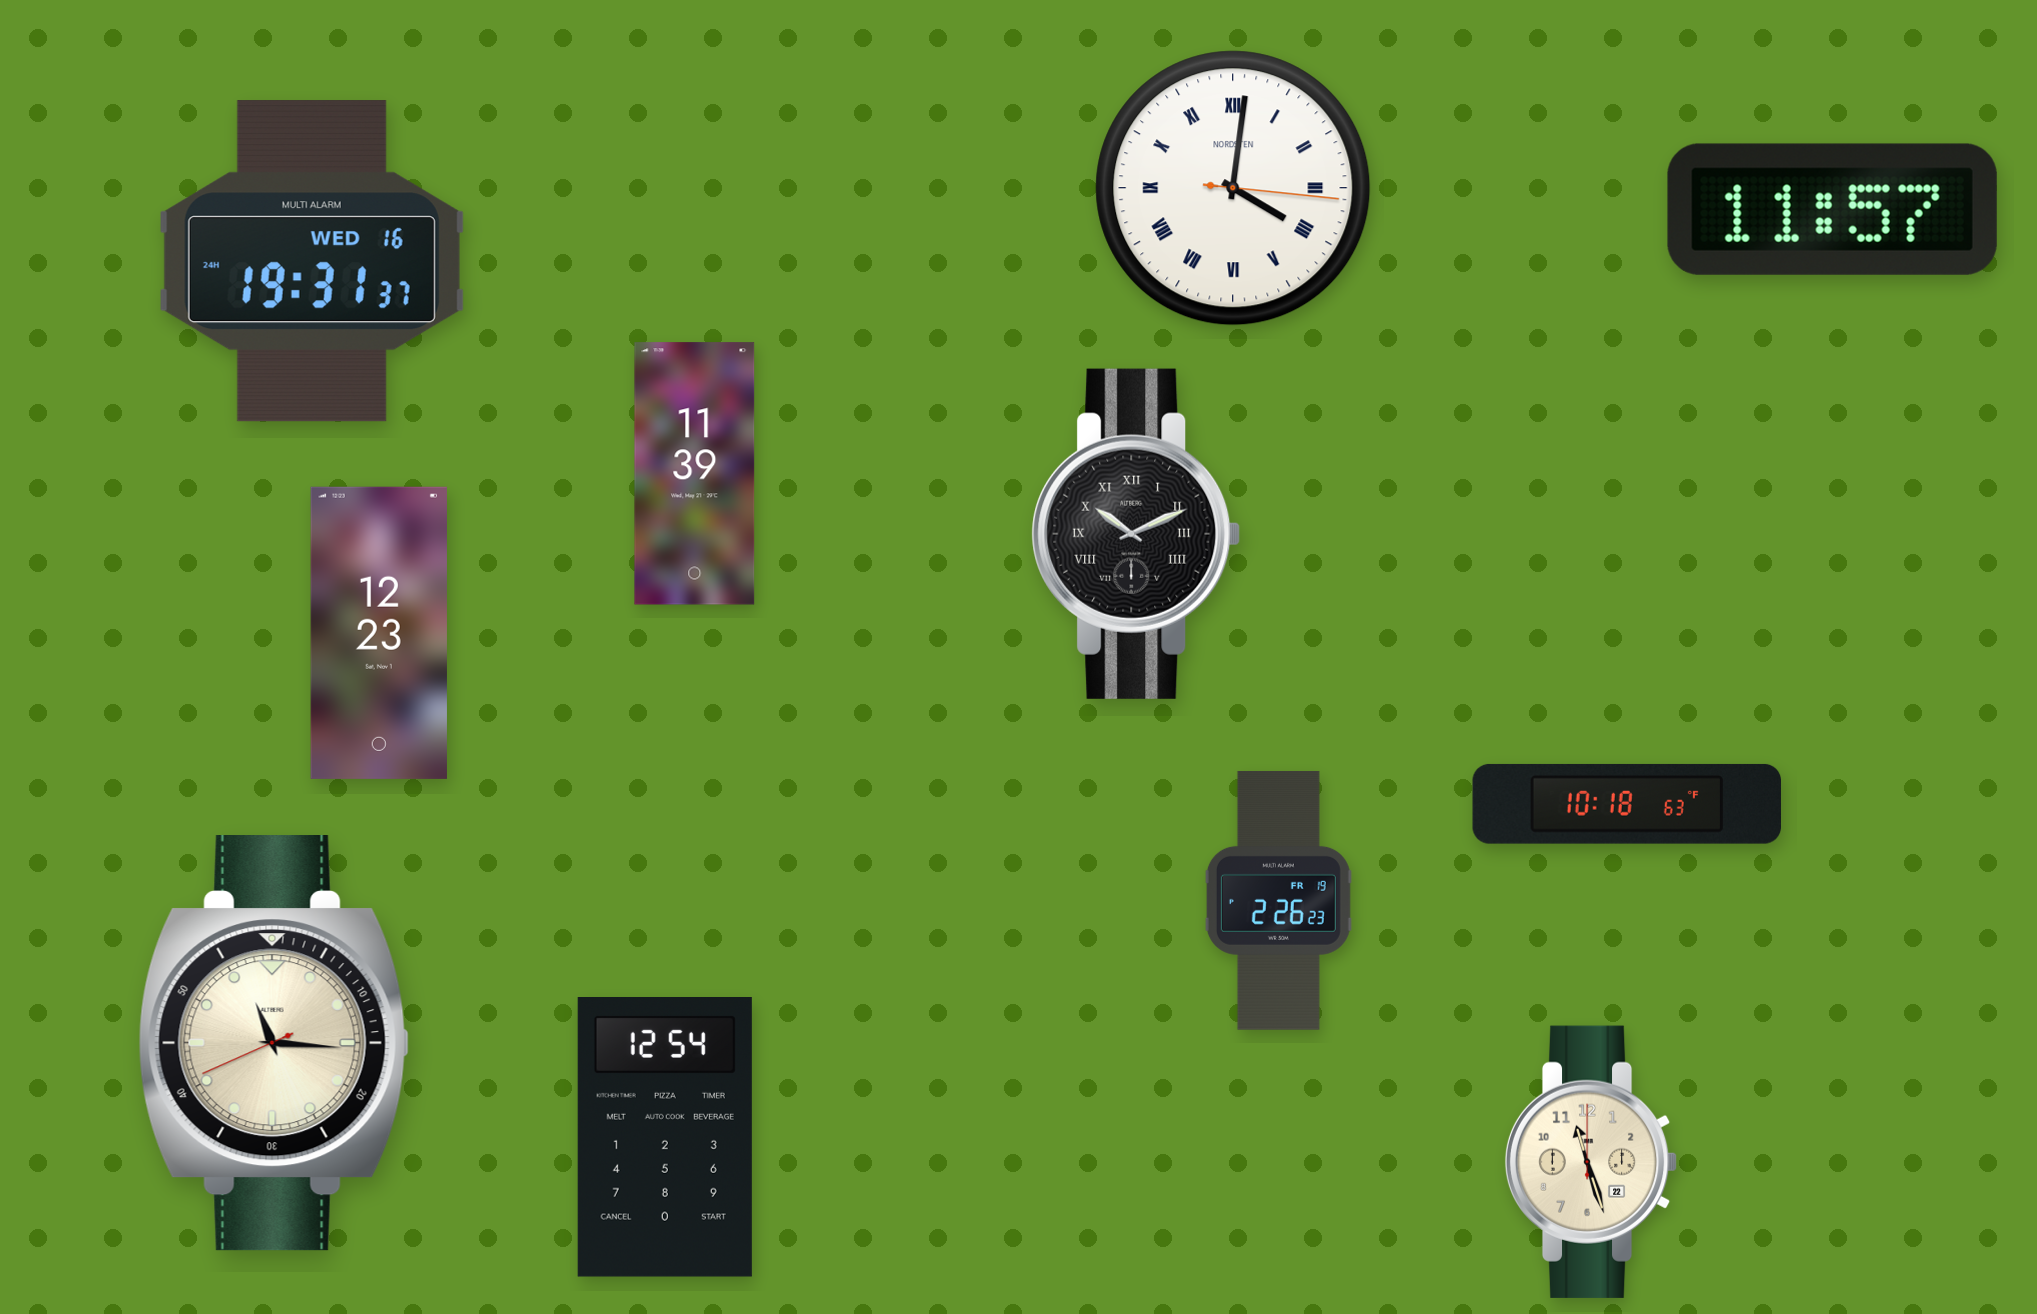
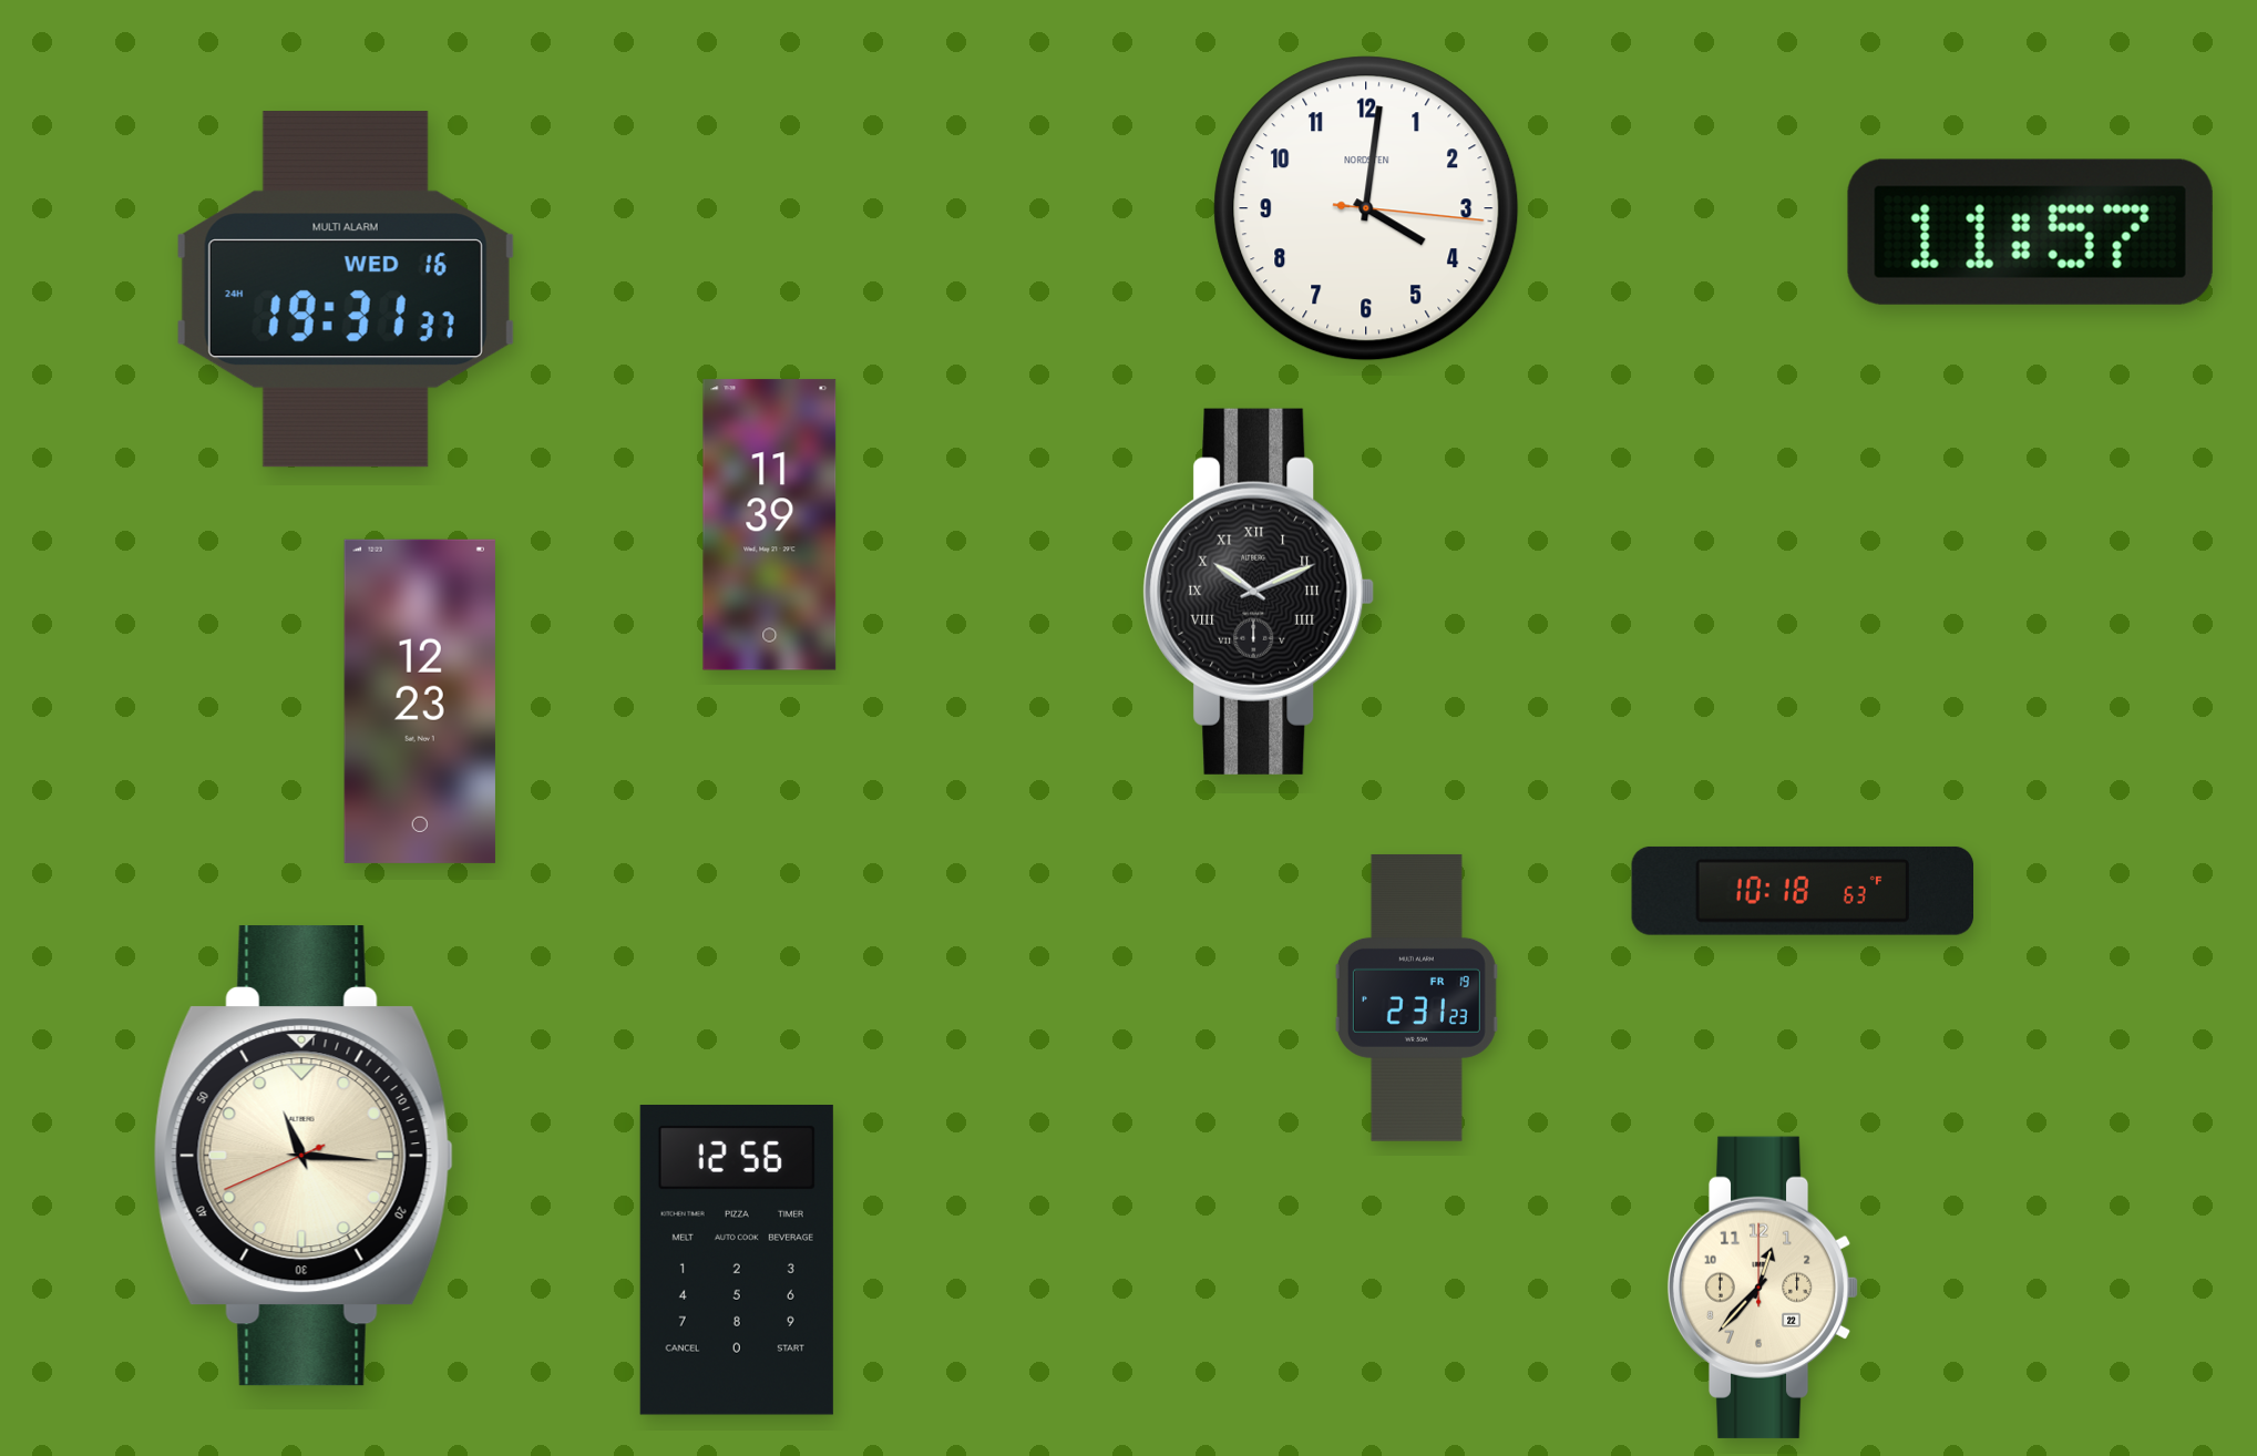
clock at (1233, 188) numerals: Roman -> Arabic
clock at (1278, 900): 2:26 -> 2:31
clock at (665, 1138): 12:54 -> 12:56
clock at (1591, 1162): 11:27 -> 12:37
